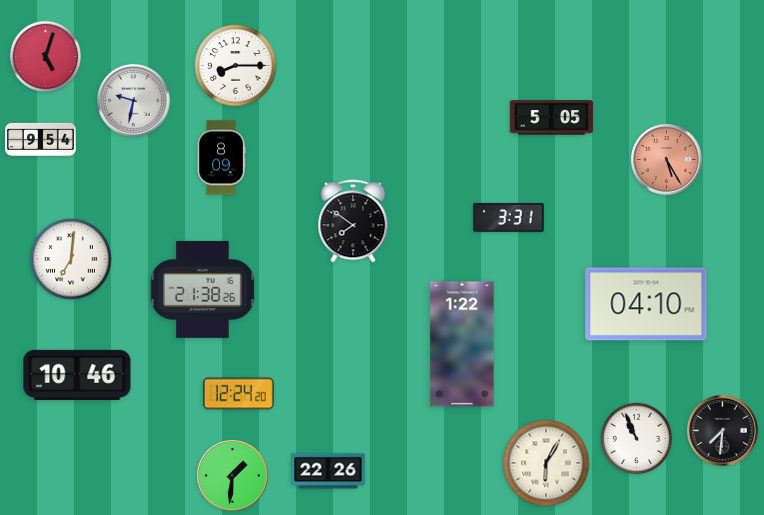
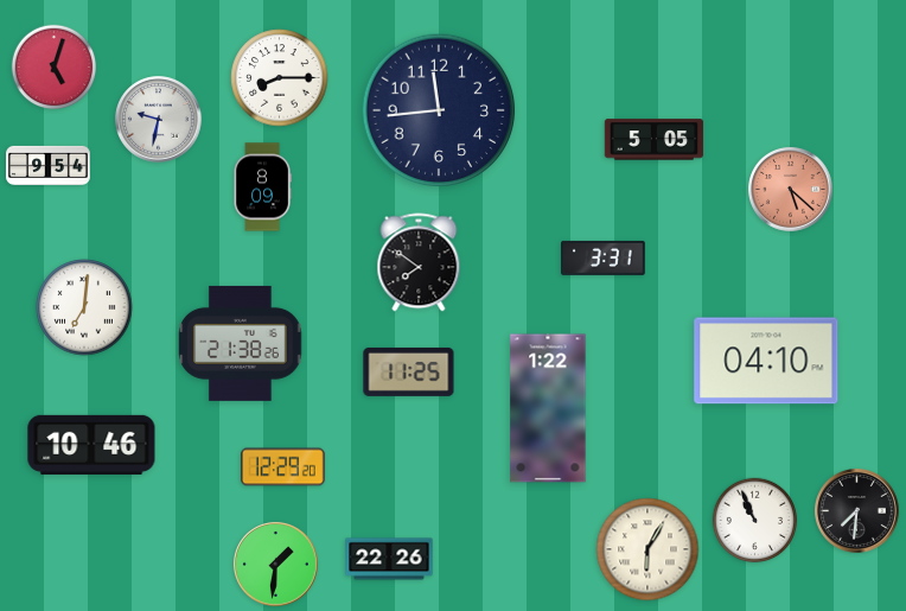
clock at (439, 110): none -> 11:44
clock at (667, 160): 5:25 -> 5:22
clock at (409, 371): none -> 11:25
clock at (239, 394): 12:24 -> 12:29
